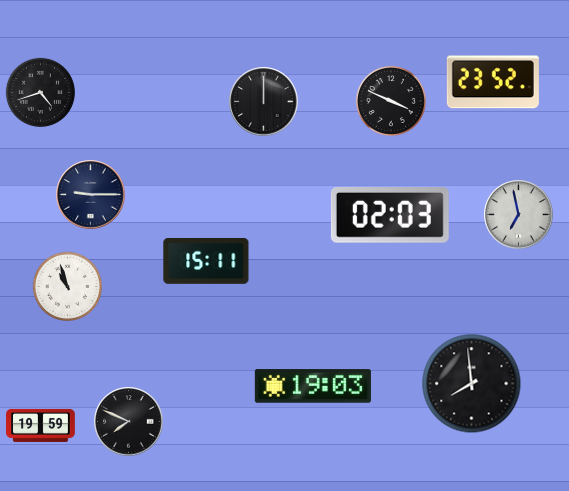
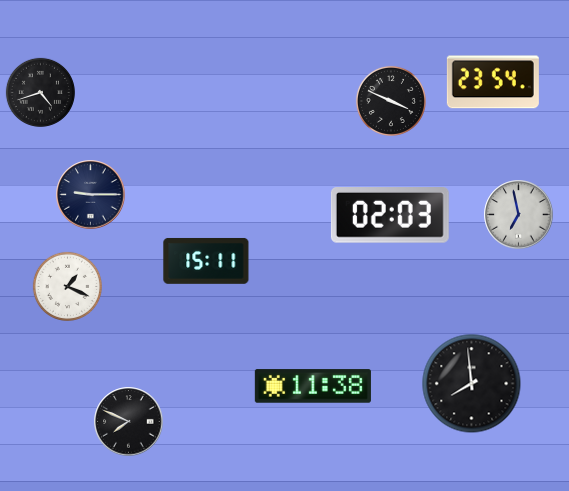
clock at (493, 82): 23:52 -> 23:54
clock at (264, 102): 12:00 -> none
clock at (67, 286): 10:57 -> 1:19
clock at (313, 386): 19:03 -> 11:38
clock at (41, 425): 19:59 -> none
